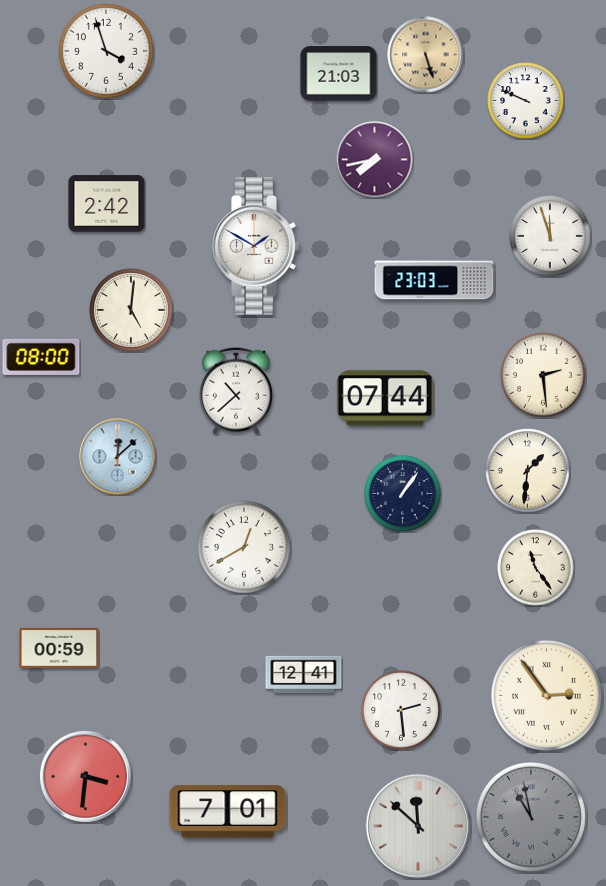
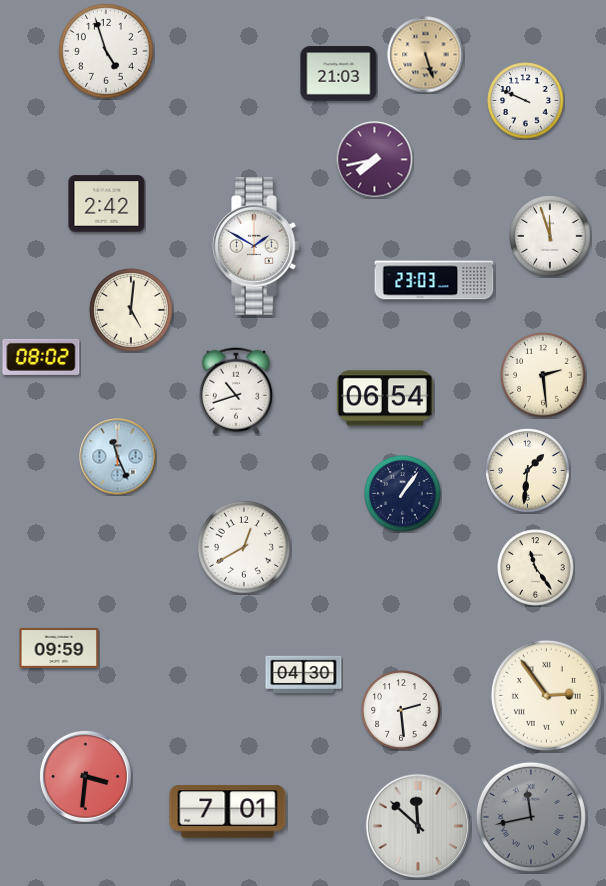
clock at (106, 51): 3:57 -> 4:57
clock at (41, 357): 08:00 -> 08:02
clock at (236, 391): 10:38 -> 10:42
clock at (385, 398): 07:44 -> 06:54
clock at (118, 457): 12:08 -> 11:26
clock at (59, 648): 00:59 -> 09:59
clock at (304, 675): 12:41 -> 04:30
clock at (531, 817): 10:58 -> 11:43
